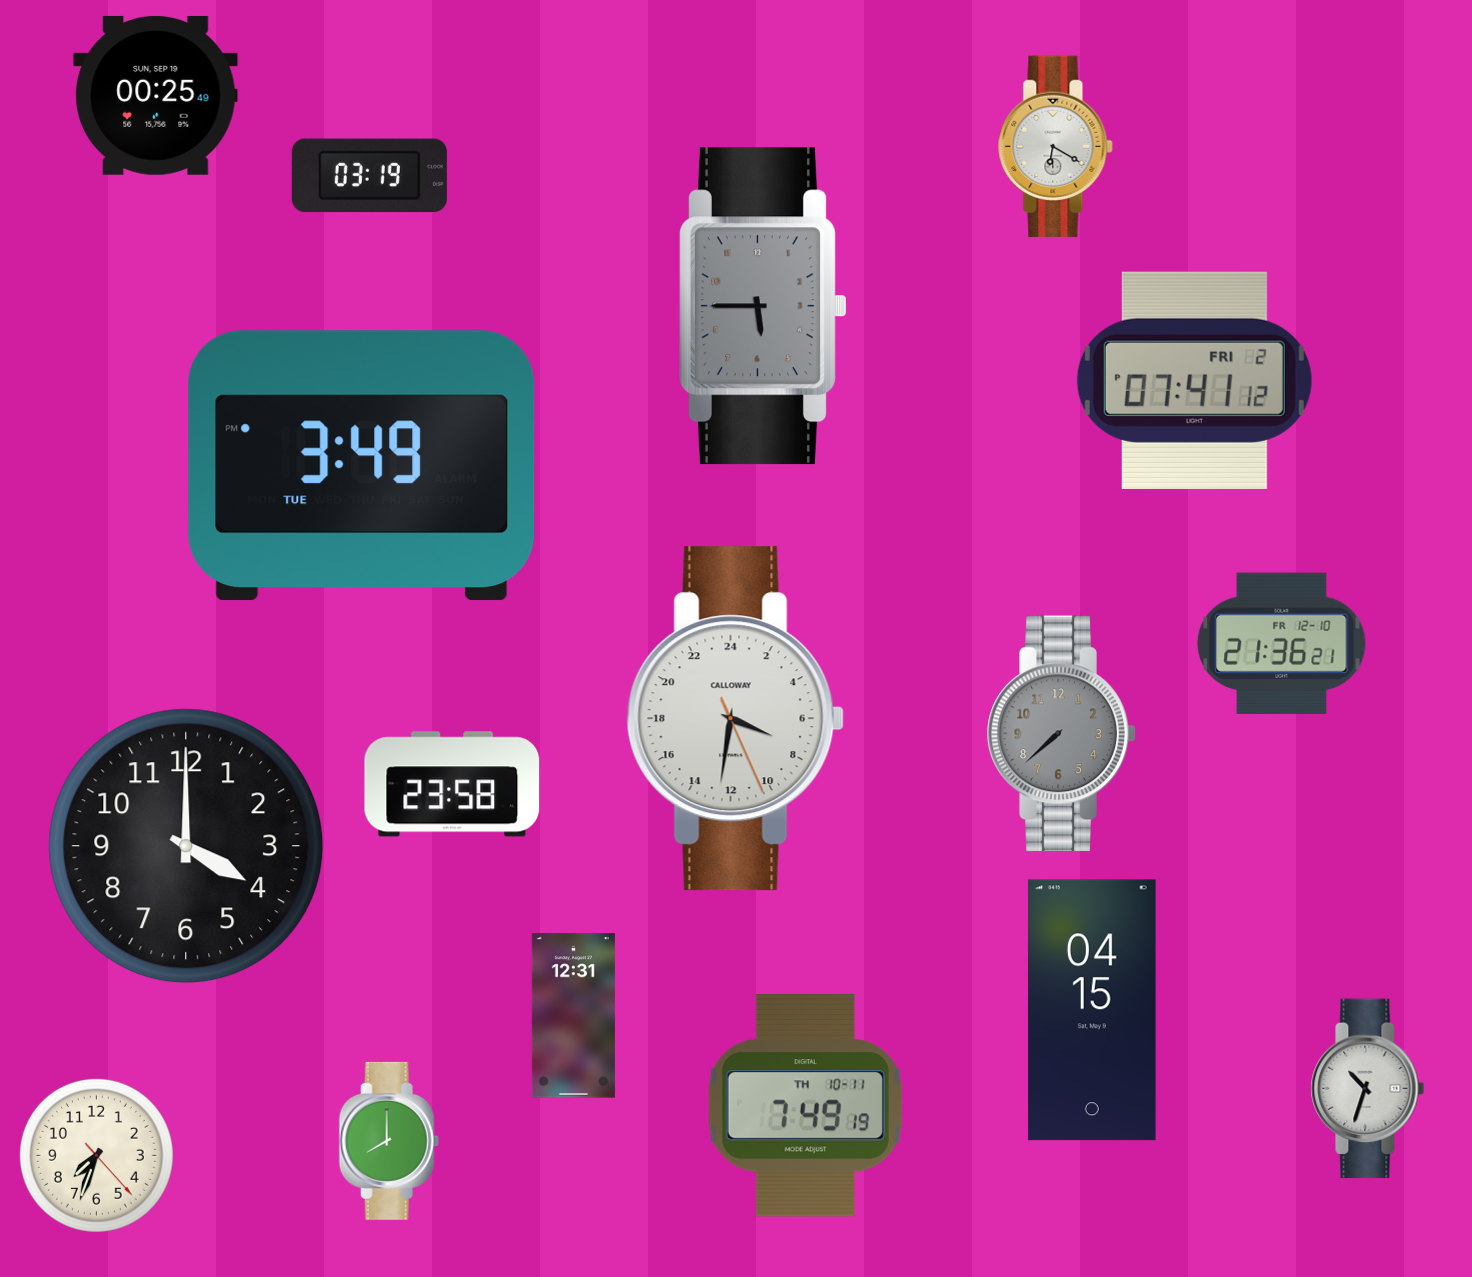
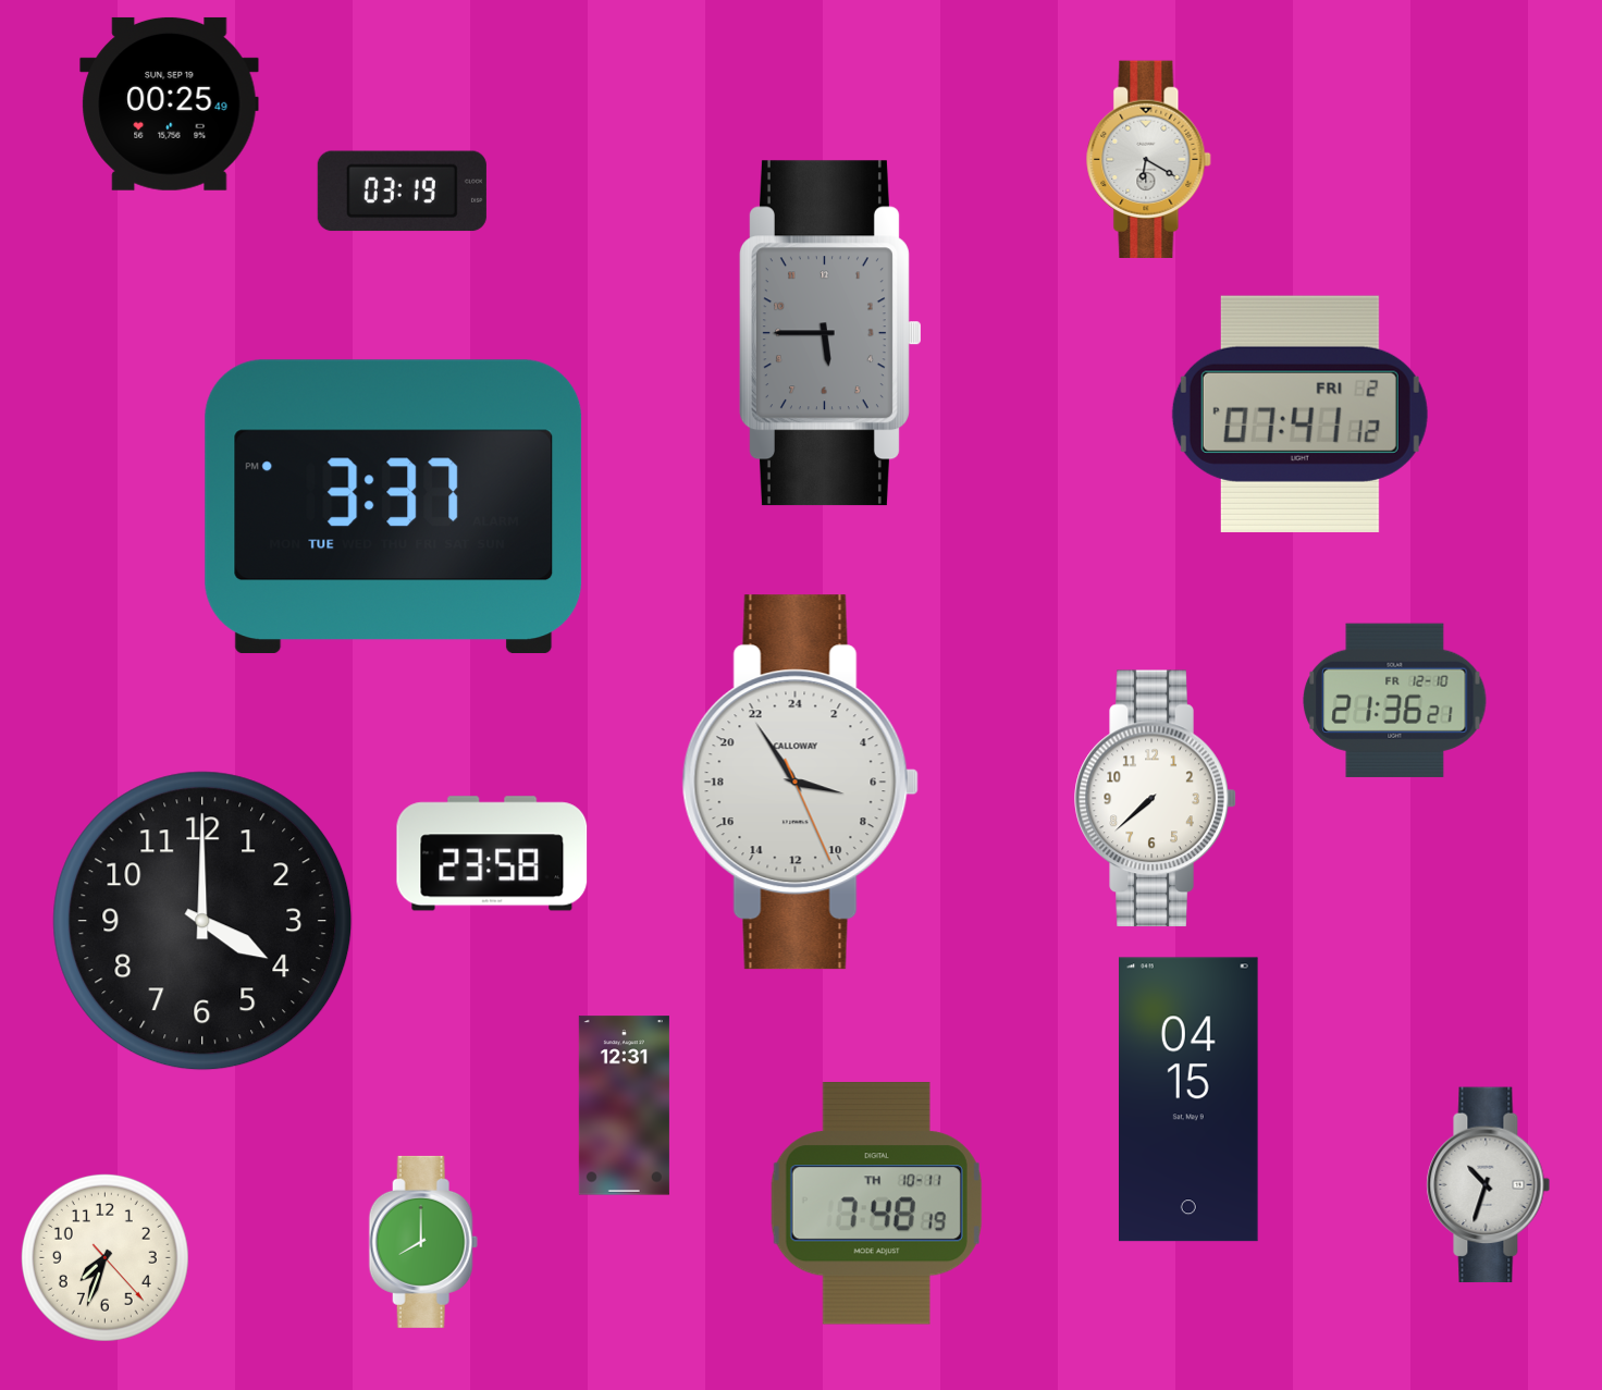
clock at (362, 466): 3:49 -> 3:37
clock at (735, 719): 7:31 -> 6:54
clock at (1062, 734) dial: grey -> white
clock at (805, 1106): 7:49 -> 7:48
